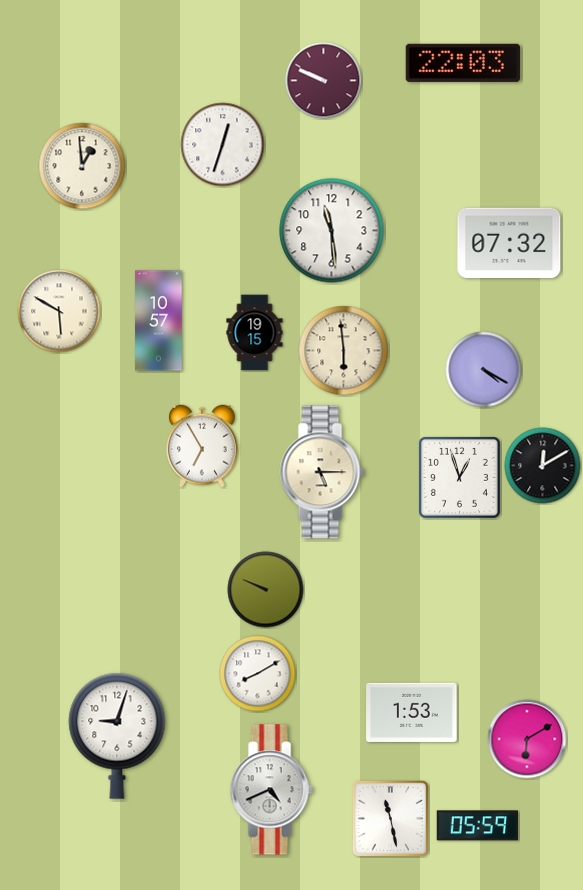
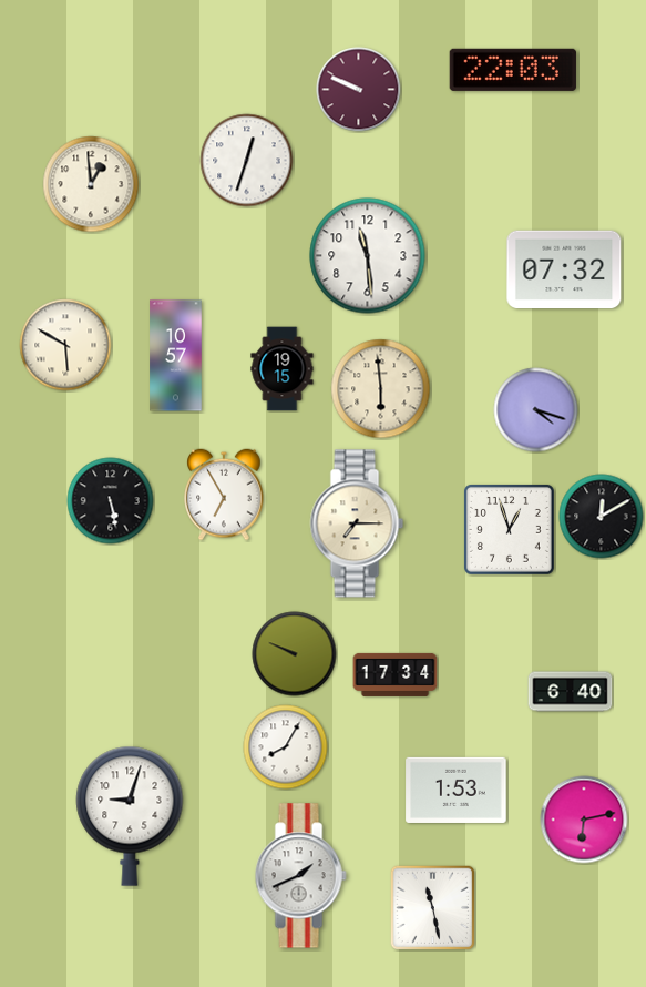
clock at (484, 370): 4:20 -> 4:18
clock at (111, 501): none -> 5:28
clock at (322, 472): 5:15 -> 7:15
clock at (396, 674): none -> 17:34
clock at (571, 692): none -> 6:40
clock at (258, 674): 8:10 -> 8:05
clock at (527, 739): 6:10 -> 6:13
clock at (271, 790): 4:41 -> 1:41
clock at (477, 826): 05:59 -> none
